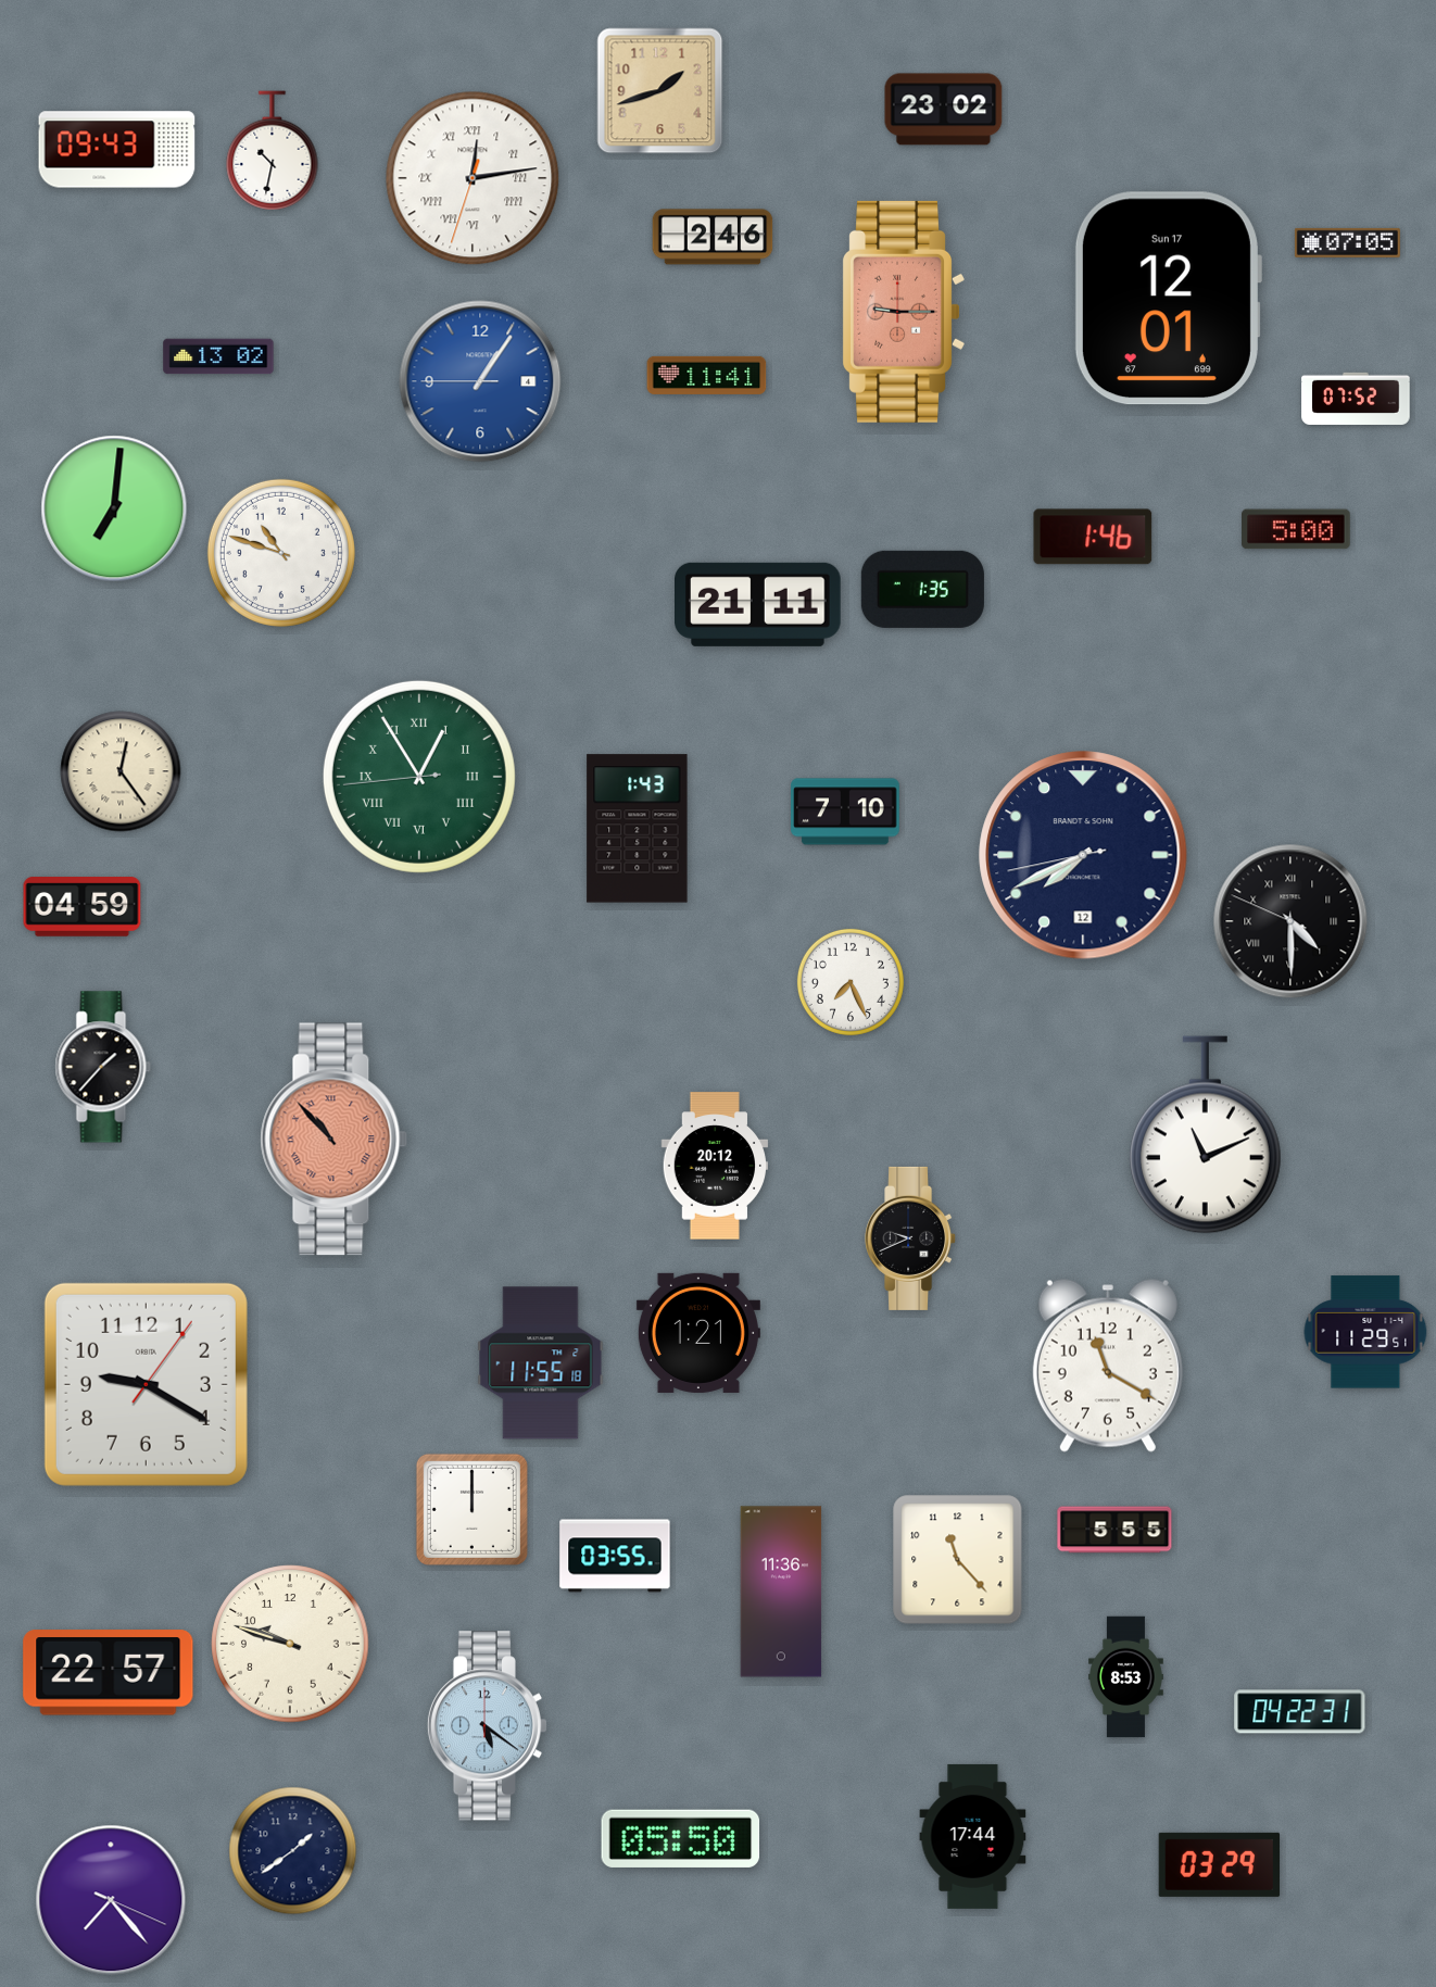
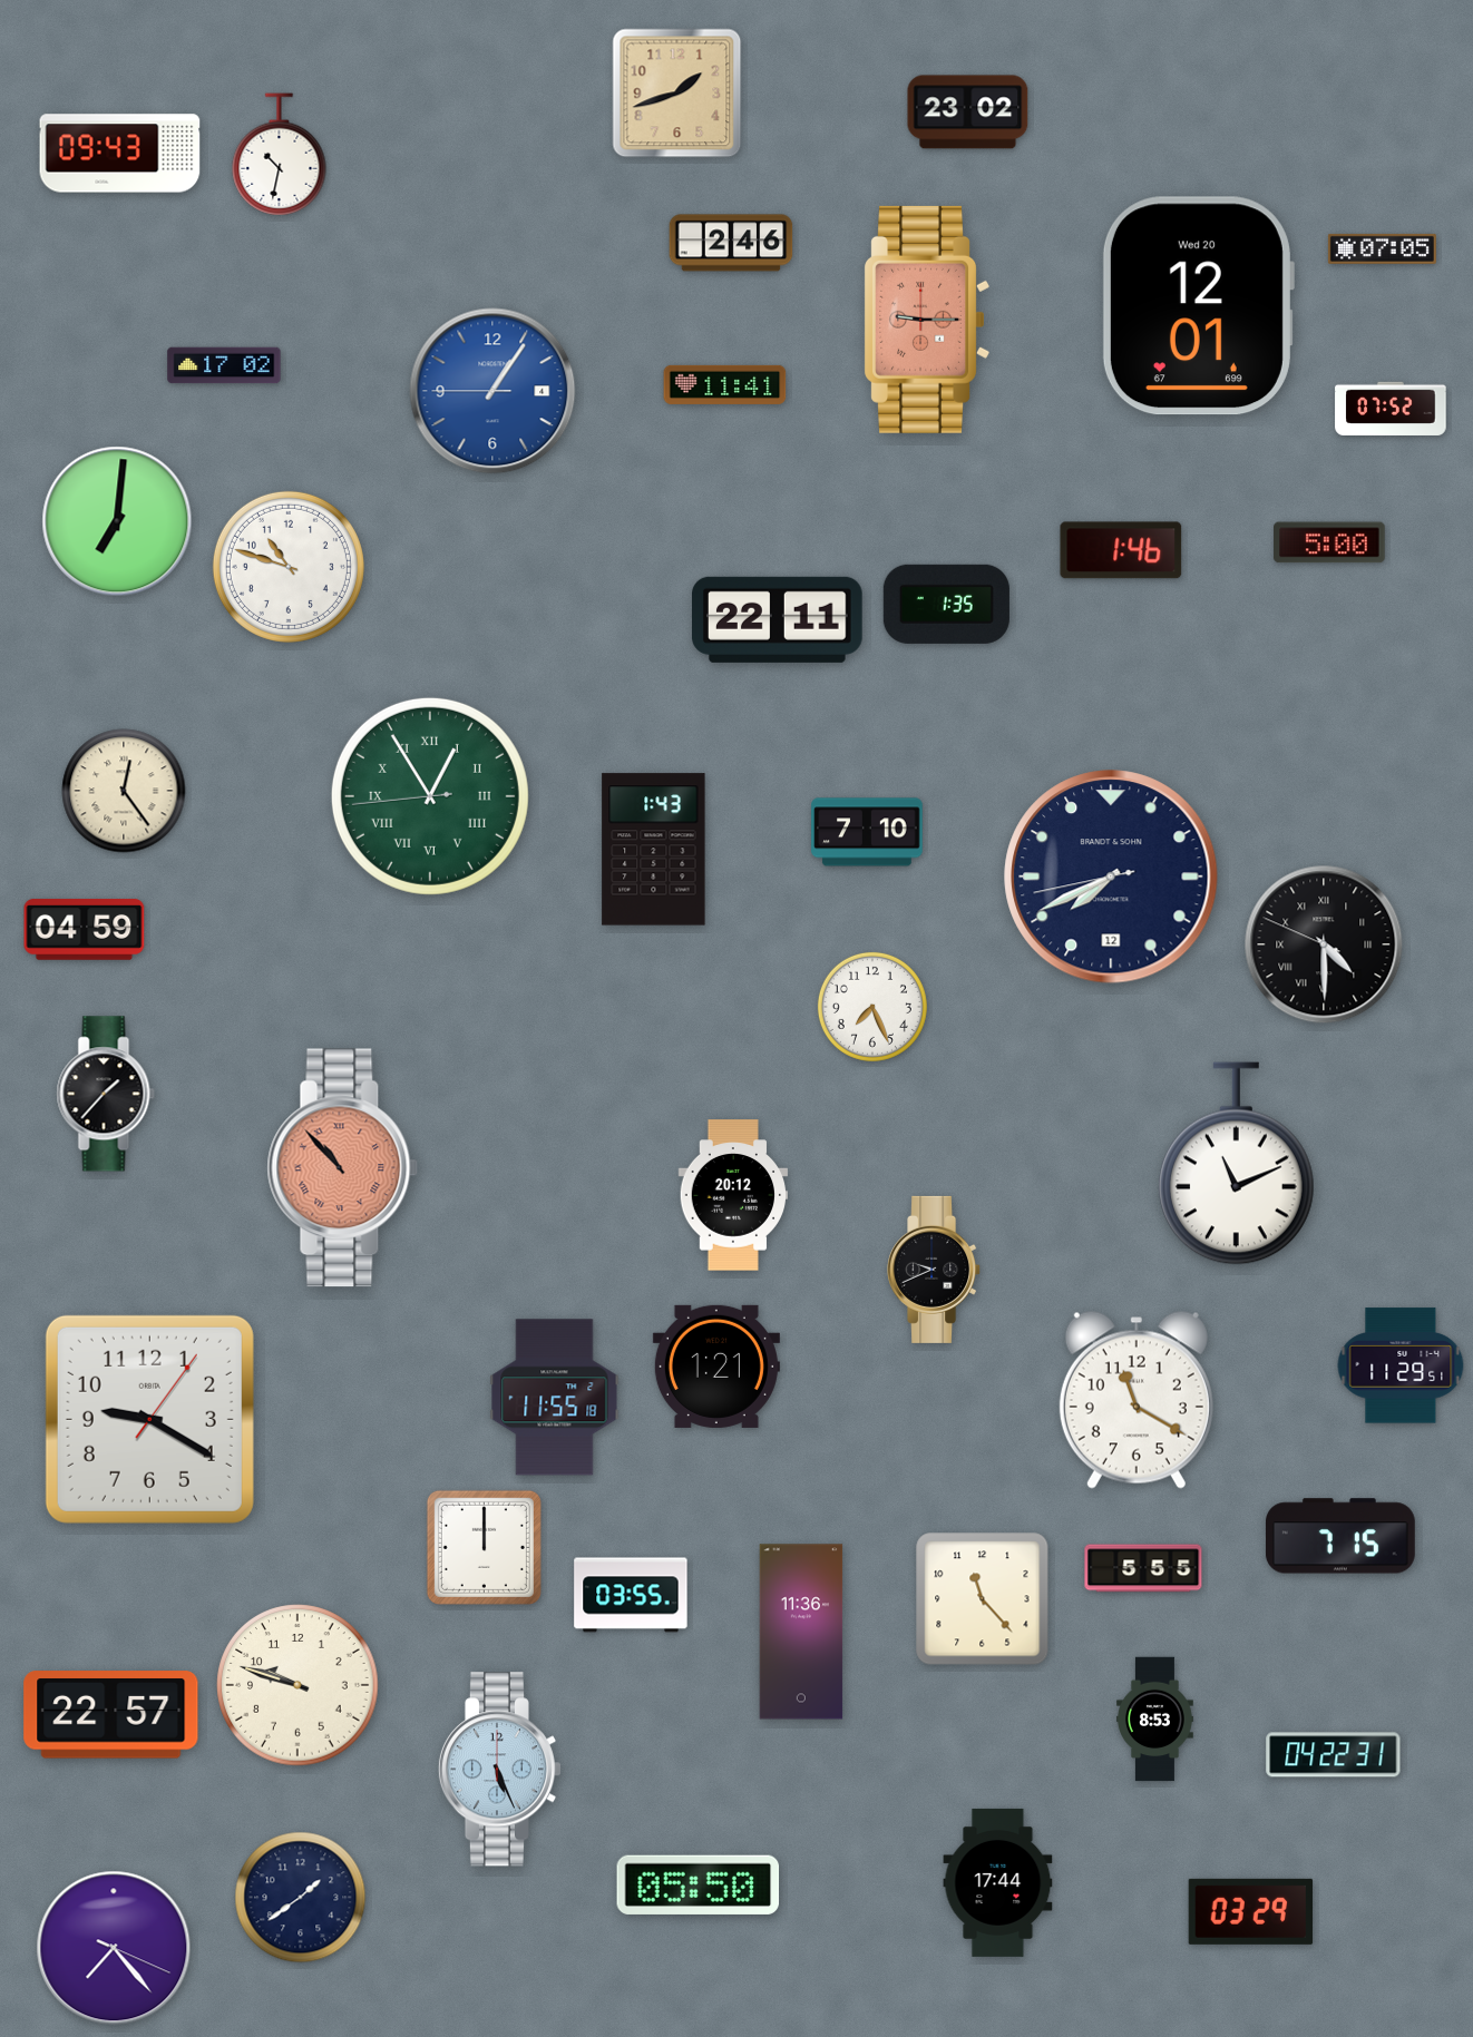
clock at (473, 178): 12:13 -> none
clock at (1168, 299) date: Sun 17 -> Wed 20
clock at (218, 356): 13:02 -> 17:02
clock at (758, 604): 21:11 -> 22:11
clock at (1340, 1536): none -> 7:15
clock at (488, 1726): 5:21 -> 5:26
